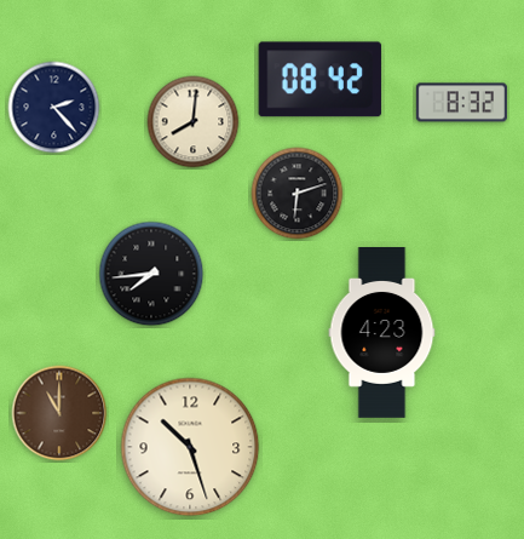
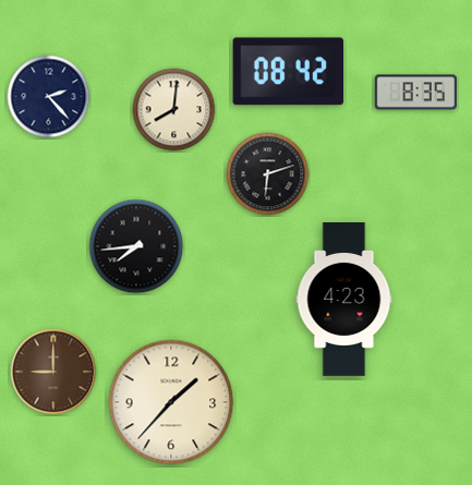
clock at (461, 103): 8:32 -> 8:35
clock at (59, 413): 11:00 -> 9:00
clock at (190, 447): 10:27 -> 1:37
